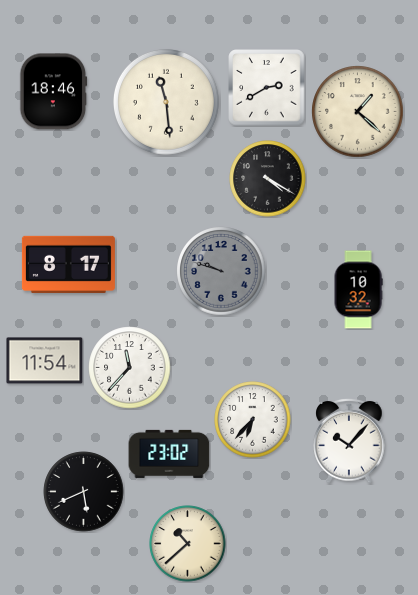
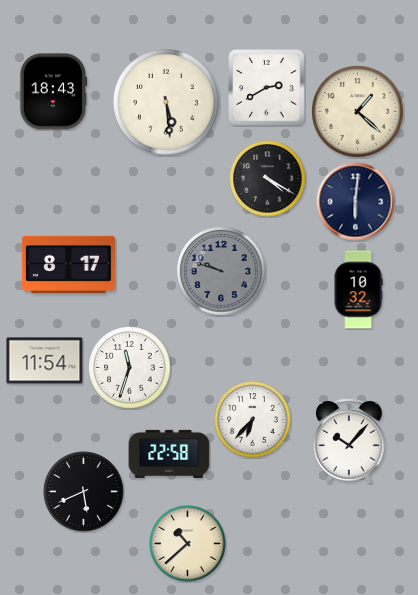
clock at (54, 92): 18:46 -> 18:43
clock at (166, 102): 11:29 -> 5:29
clock at (356, 202): none -> 6:01
clock at (130, 368): 11:37 -> 11:33
clock at (169, 454): 23:02 -> 22:58
